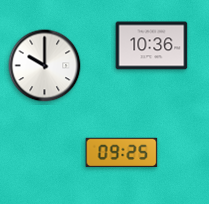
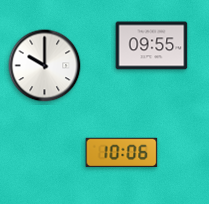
clock at (152, 46): 10:36 -> 09:55
clock at (122, 153): 09:25 -> 10:06
